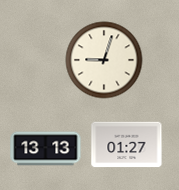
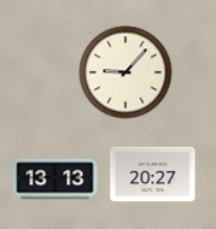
clock at (104, 60): 9:03 -> 9:07
clock at (127, 145): 01:27 -> 20:27
